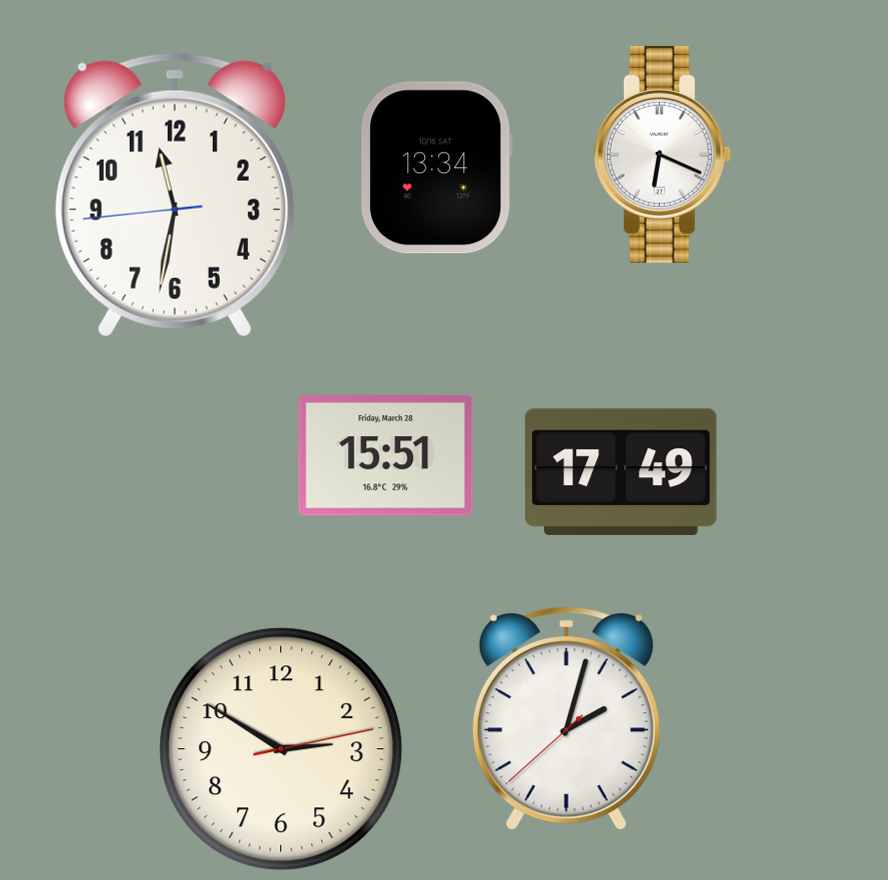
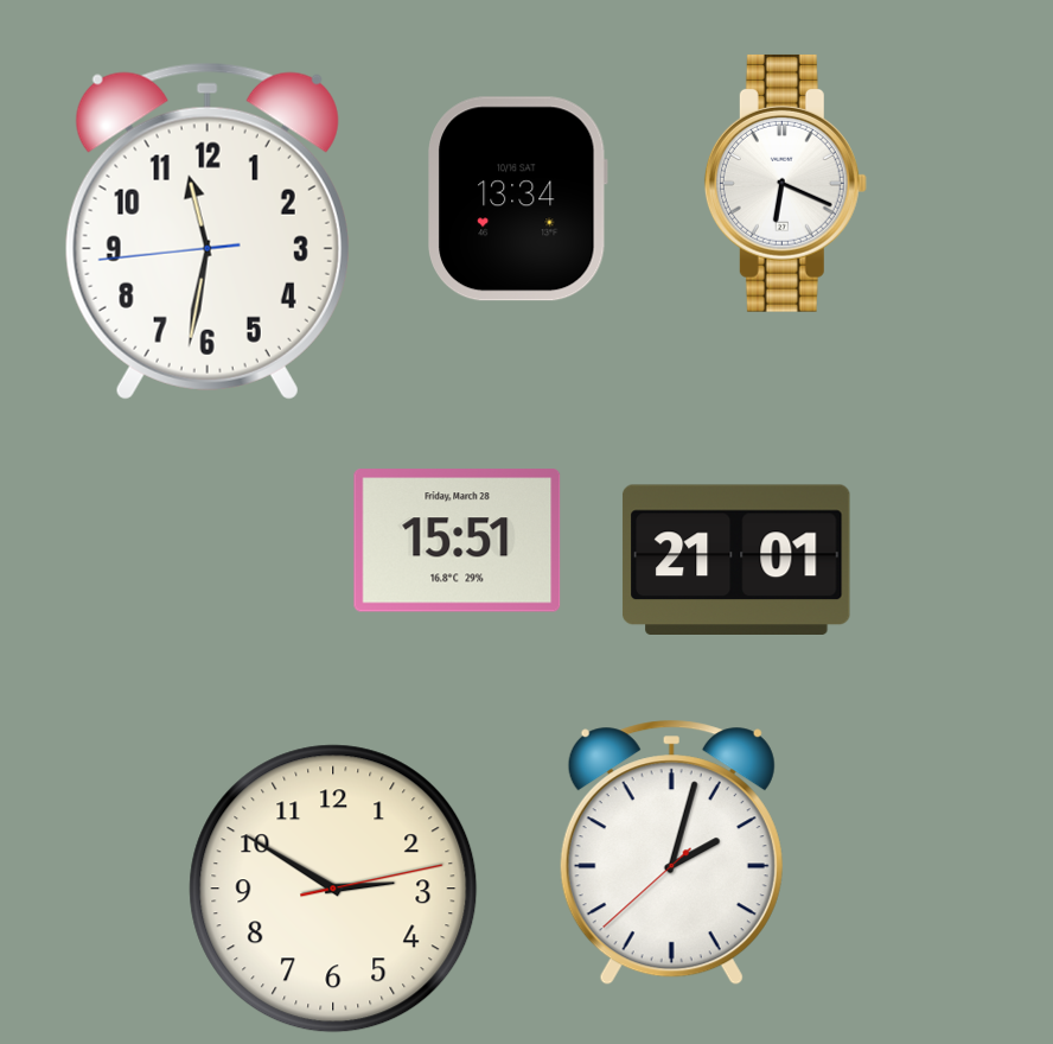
clock at (621, 471): 17:49 -> 21:01
